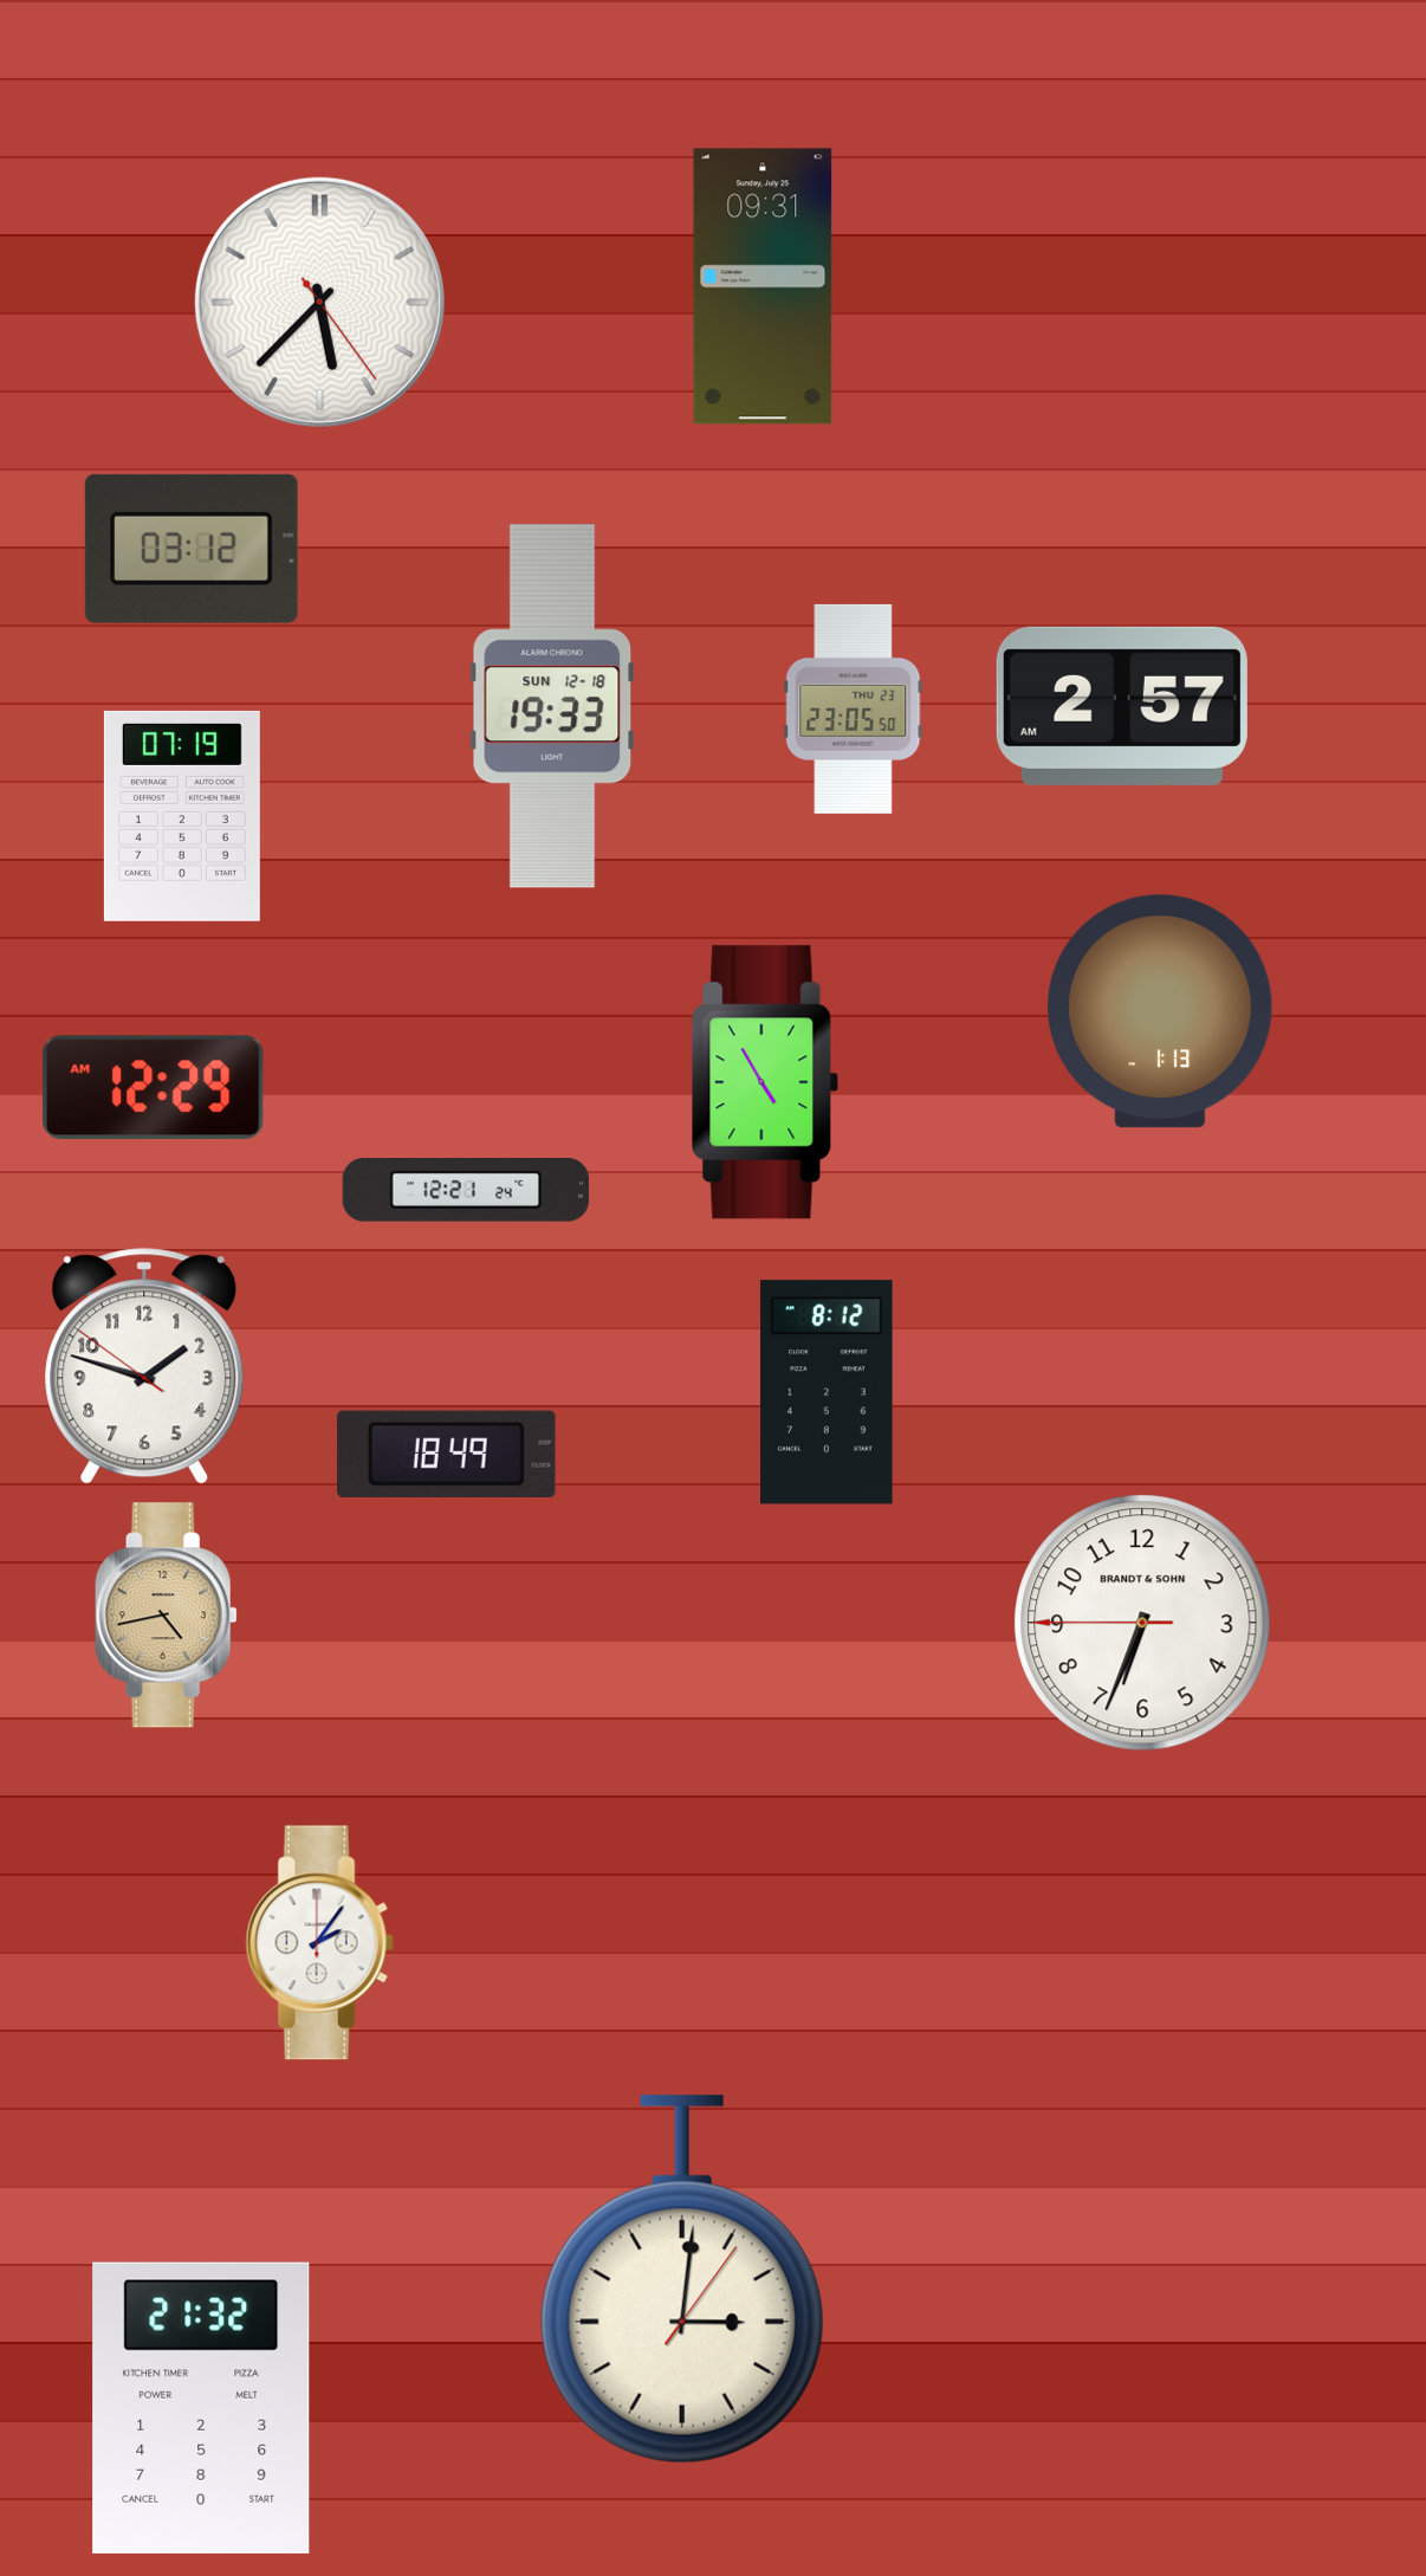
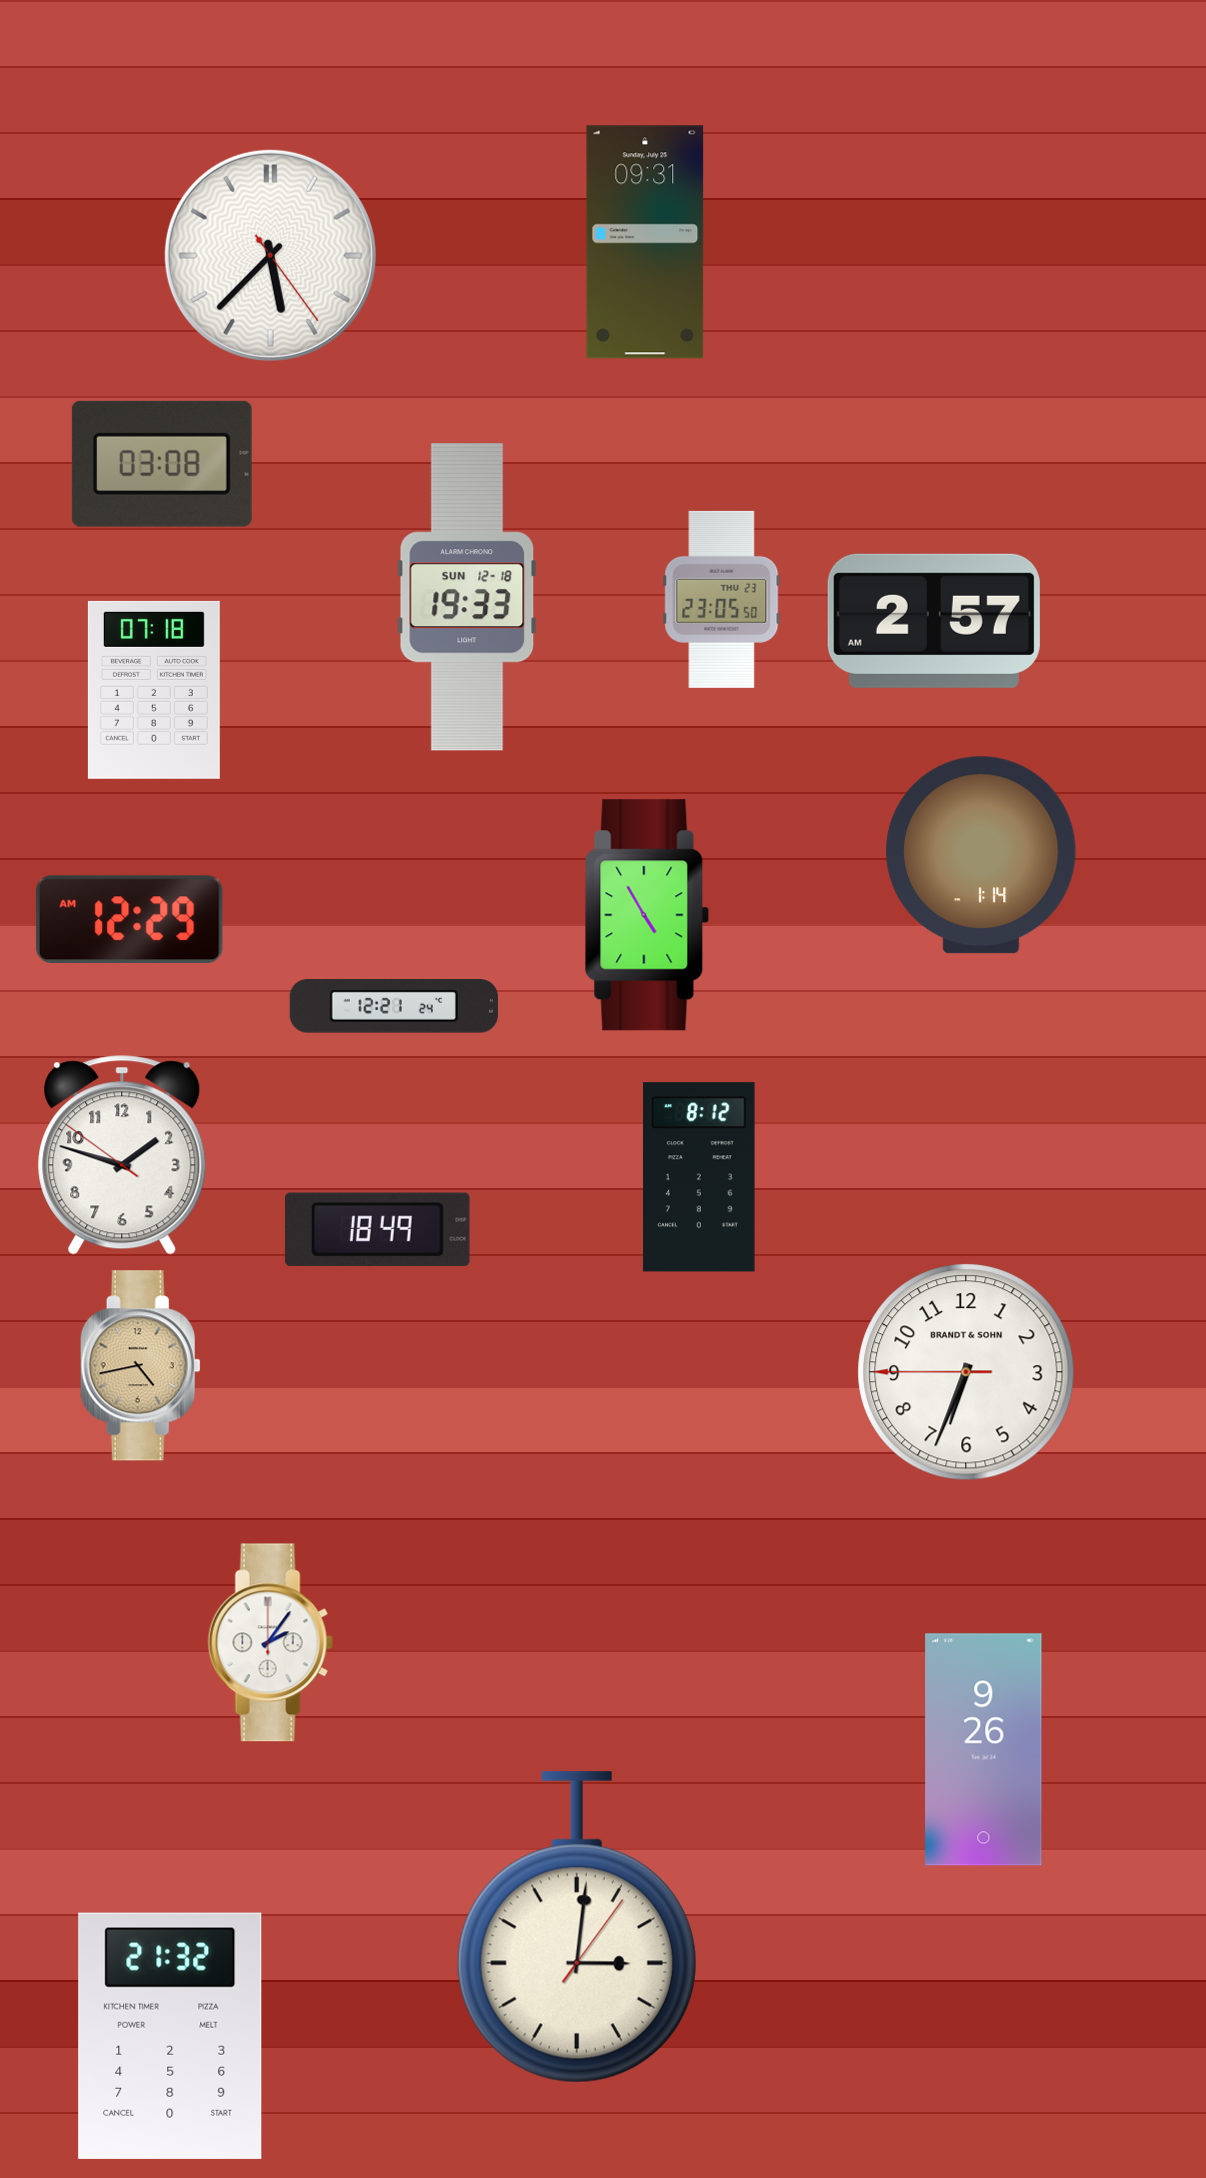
clock at (192, 549): 03:12 -> 03:08
clock at (1122, 706) position: (1122, 706) -> (934, 621)
clock at (182, 816): 07:19 -> 07:18
clock at (1160, 1011): 1:13 -> 1:14
clock at (984, 1750): none -> 9:26
